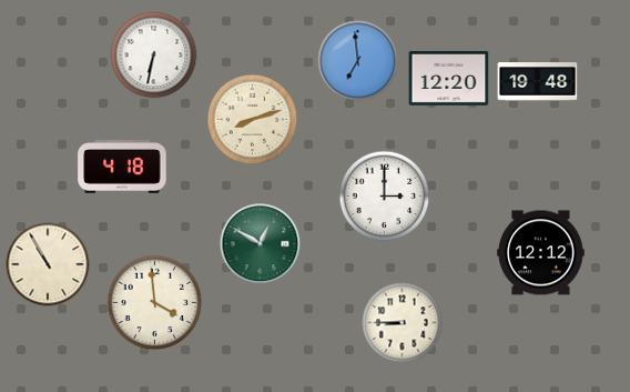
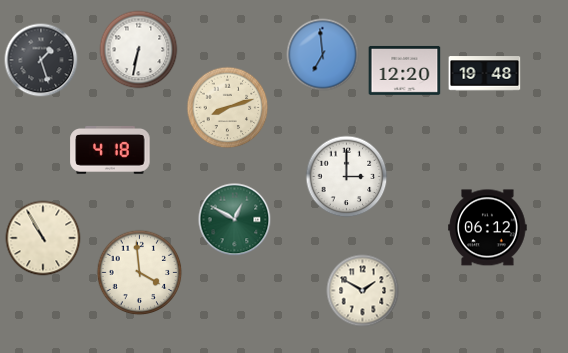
clock at (41, 60): none -> 1:27
clock at (541, 253): 12:12 -> 06:12
clock at (403, 323): 8:45 -> 1:50
